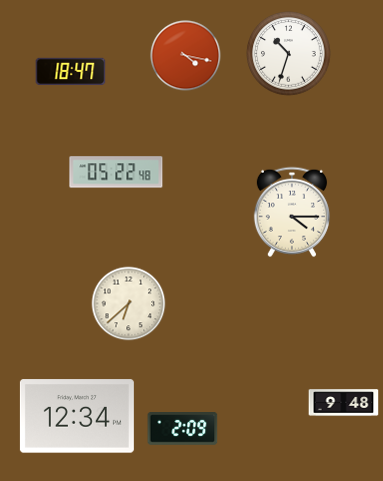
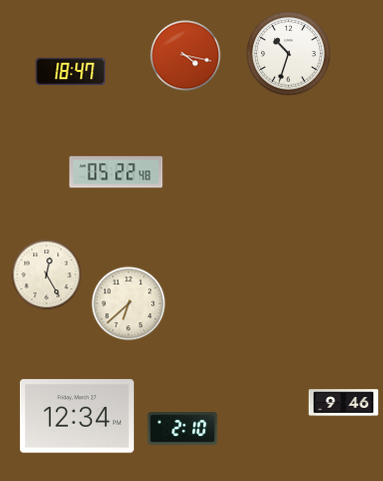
clock at (292, 212): 4:15 -> none
clock at (47, 275): none -> 12:25
clock at (344, 403): 9:48 -> 9:46
clock at (183, 429): 2:09 -> 2:10
